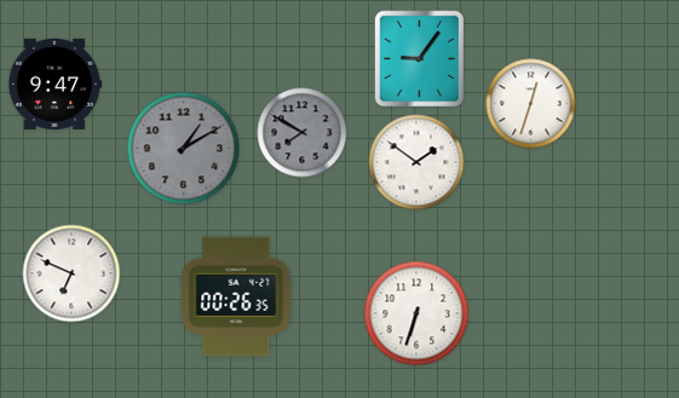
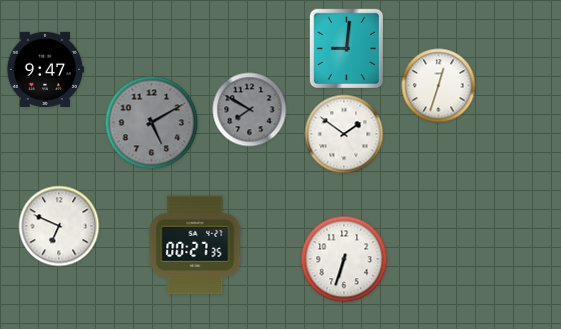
clock at (419, 59): 9:06 -> 9:01
clock at (184, 149): 1:10 -> 5:10
clock at (236, 296): 00:26 -> 00:27
